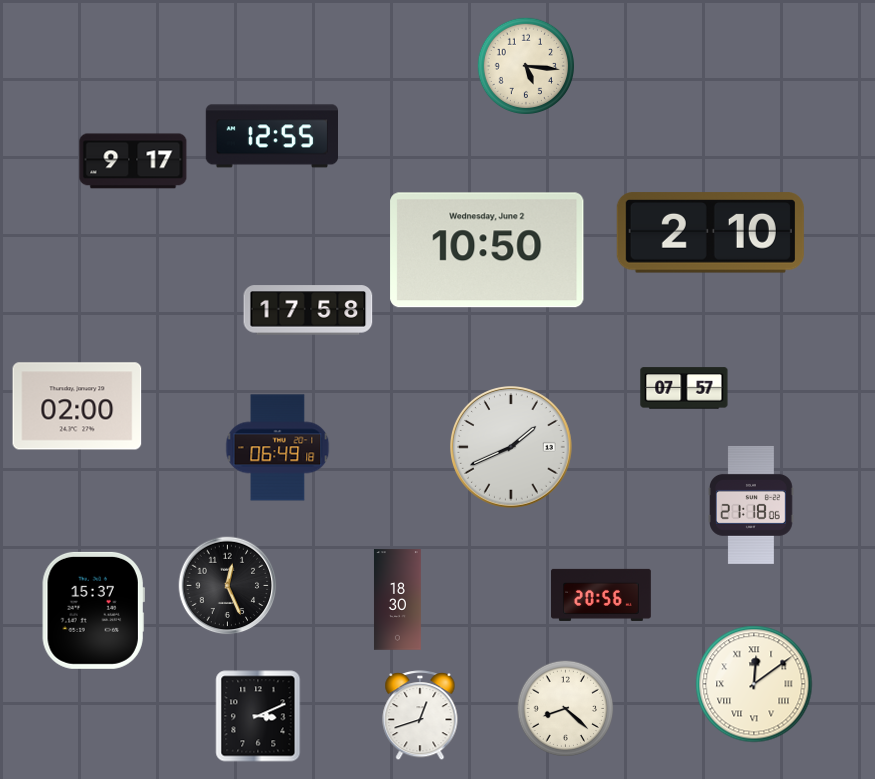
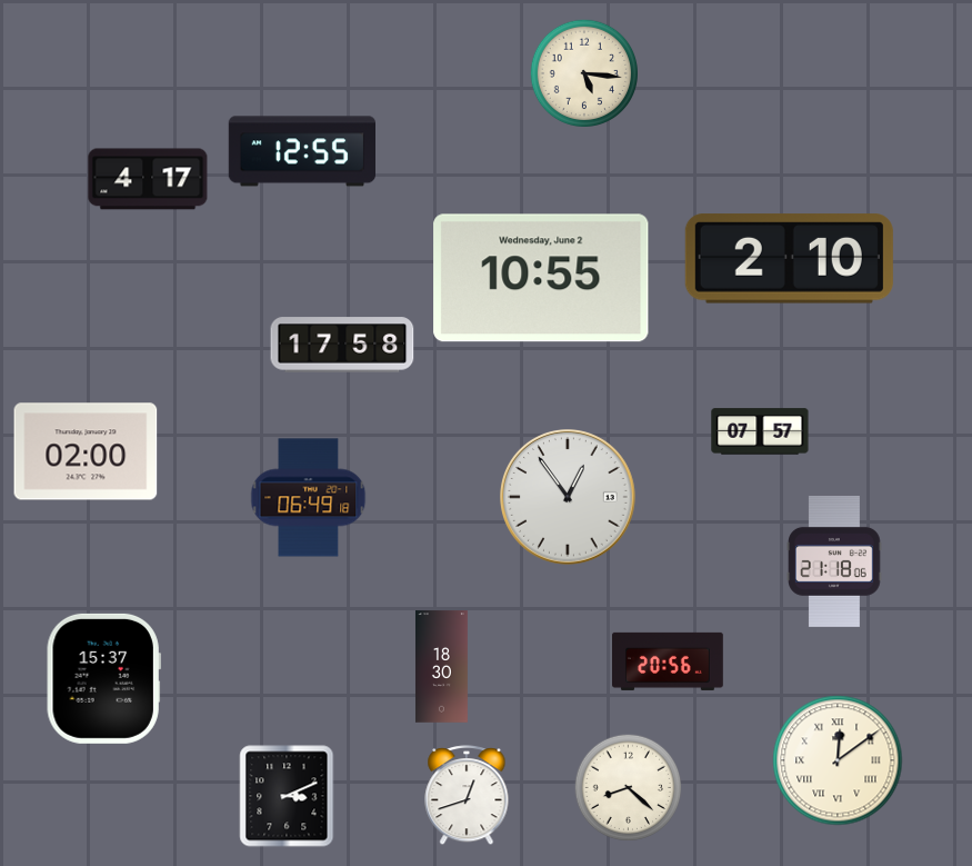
clock at (133, 161): 9:17 -> 4:17
clock at (487, 250): 10:50 -> 10:55
clock at (512, 448): 1:41 -> 12:54
clock at (228, 586): 12:26 -> none
